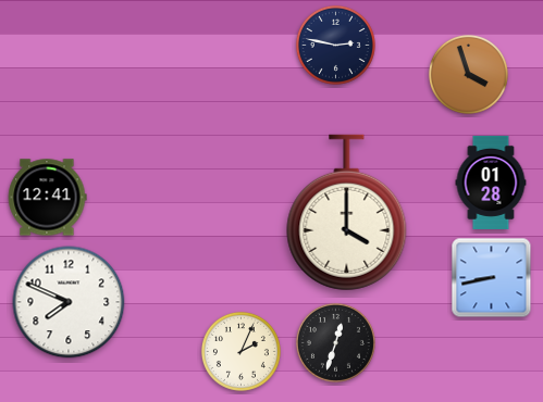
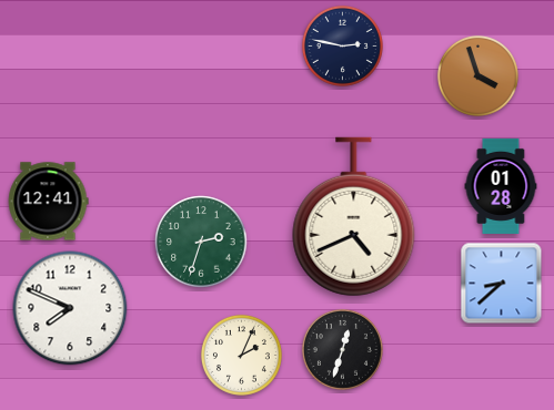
clock at (347, 213): 4:00 -> 4:41
clock at (201, 242): none -> 2:33
clock at (492, 278): 8:43 -> 8:38
clock at (240, 351) position: (240, 351) -> (241, 355)
